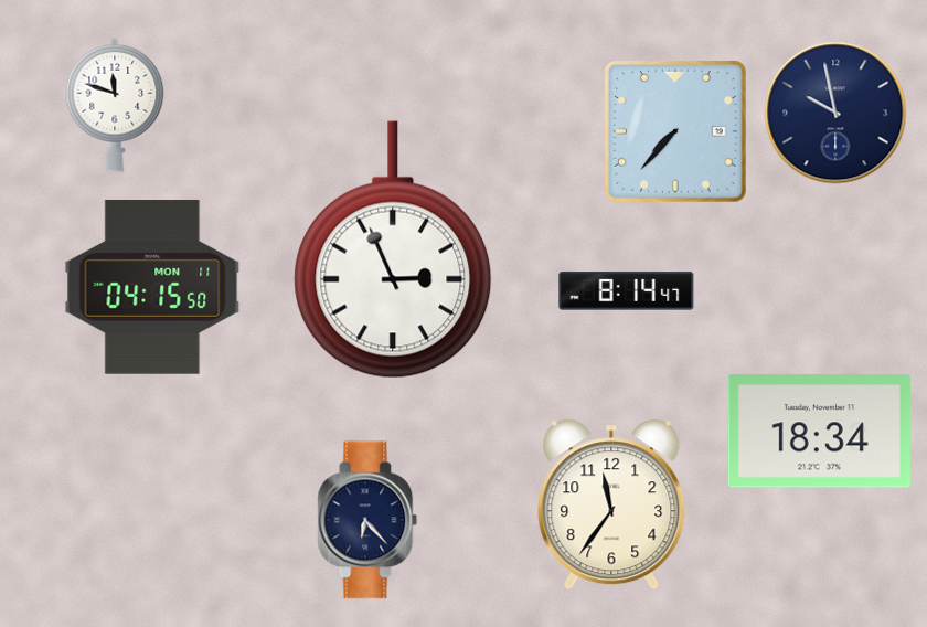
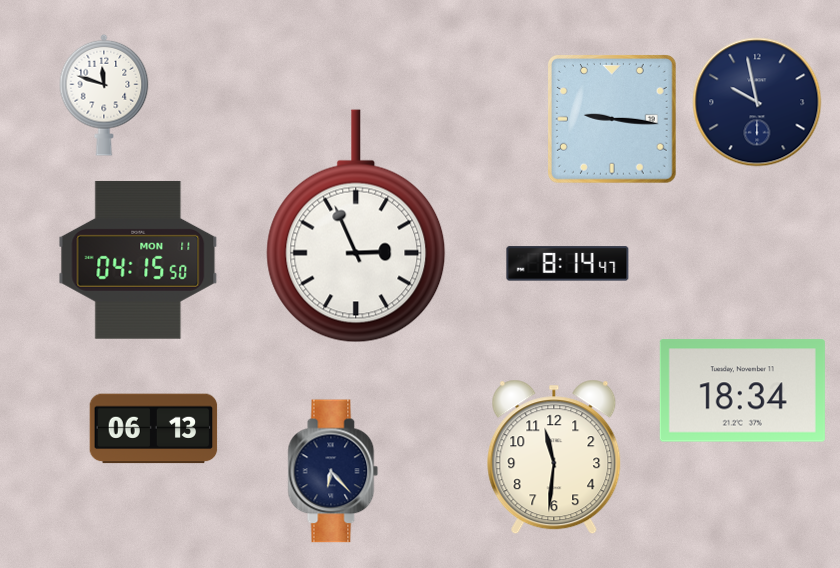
clock at (675, 131): 7:37 -> 9:16
clock at (154, 429): none -> 06:13
clock at (611, 504): 11:36 -> 11:31
